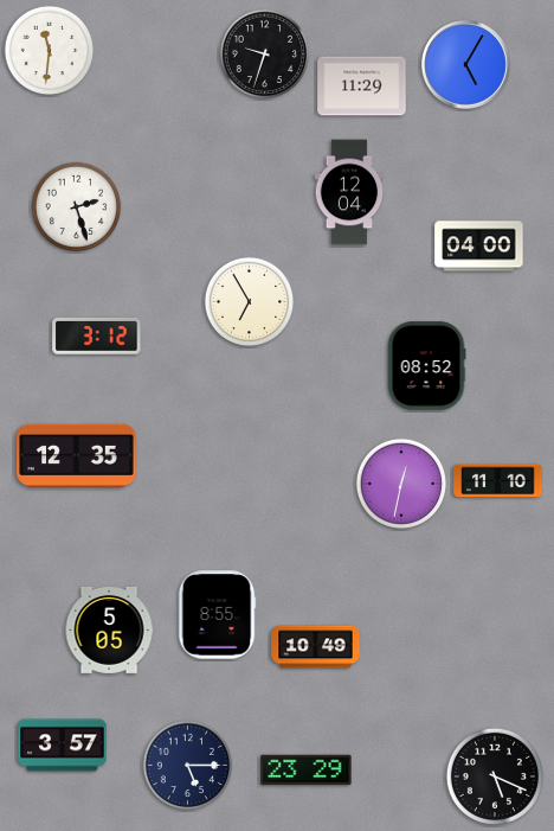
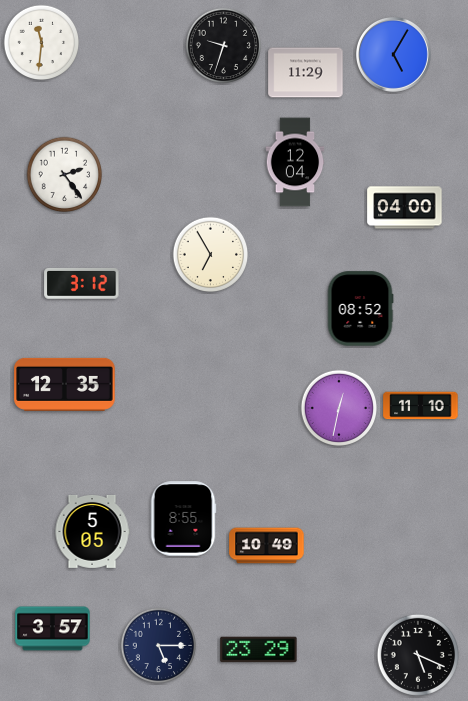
clock at (77, 207): 2:27 -> 2:24
